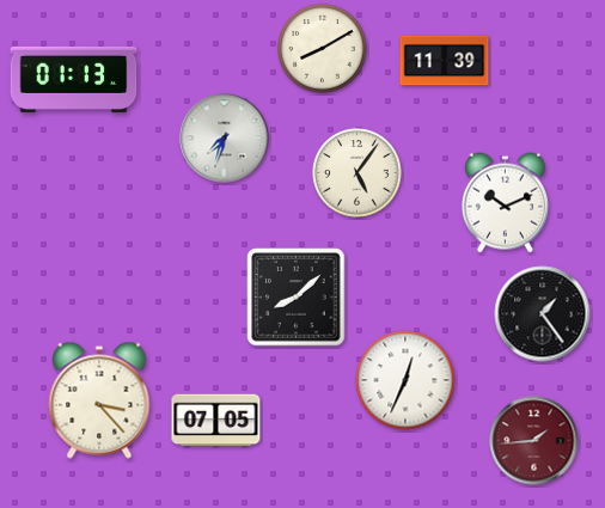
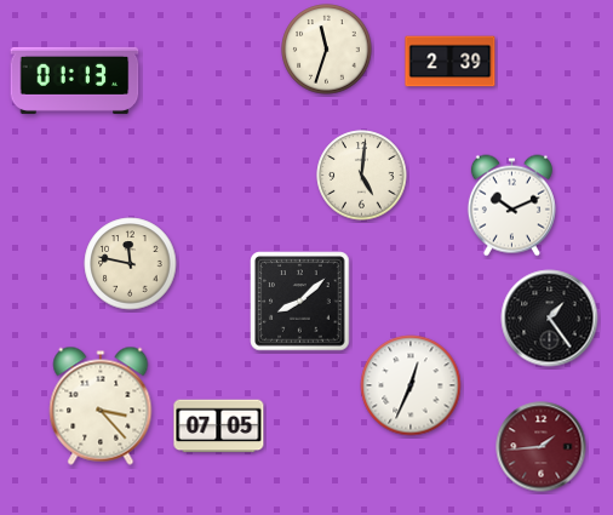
clock at (323, 49): 8:10 -> 11:33
clock at (445, 61): 11:39 -> 2:39
clock at (225, 139): 7:33 -> none
clock at (357, 173): 5:06 -> 5:01
clock at (131, 264): none -> 11:47
